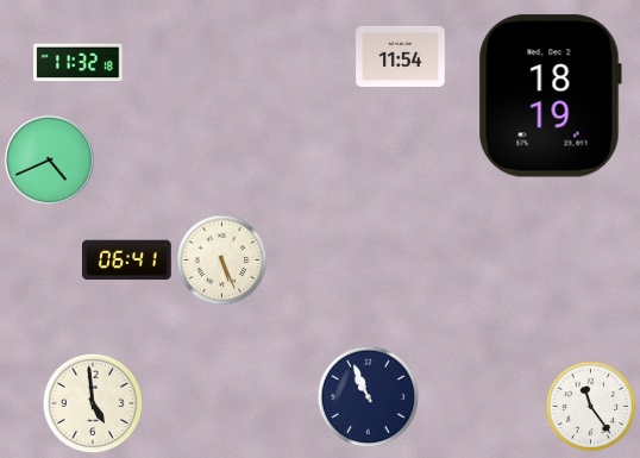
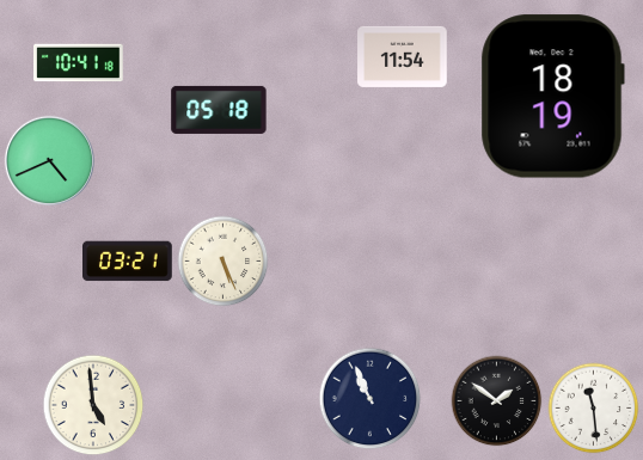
clock at (79, 63): 11:32 -> 10:41
clock at (219, 110): none -> 05:18
clock at (127, 261): 06:41 -> 03:21
clock at (497, 401): none -> 1:51
clock at (591, 407): 11:24 -> 11:29
